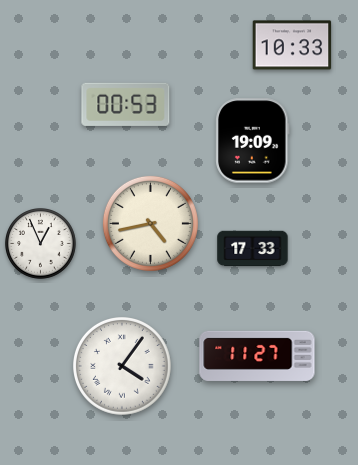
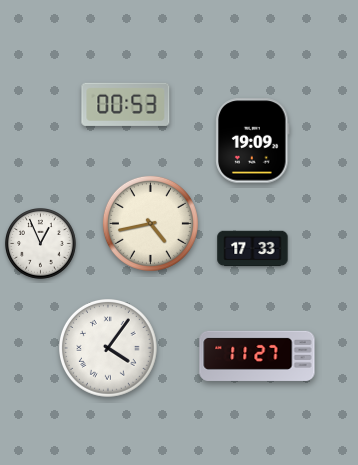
clock at (292, 45): 10:33 -> none
clock at (123, 367) position: (123, 367) -> (109, 349)
